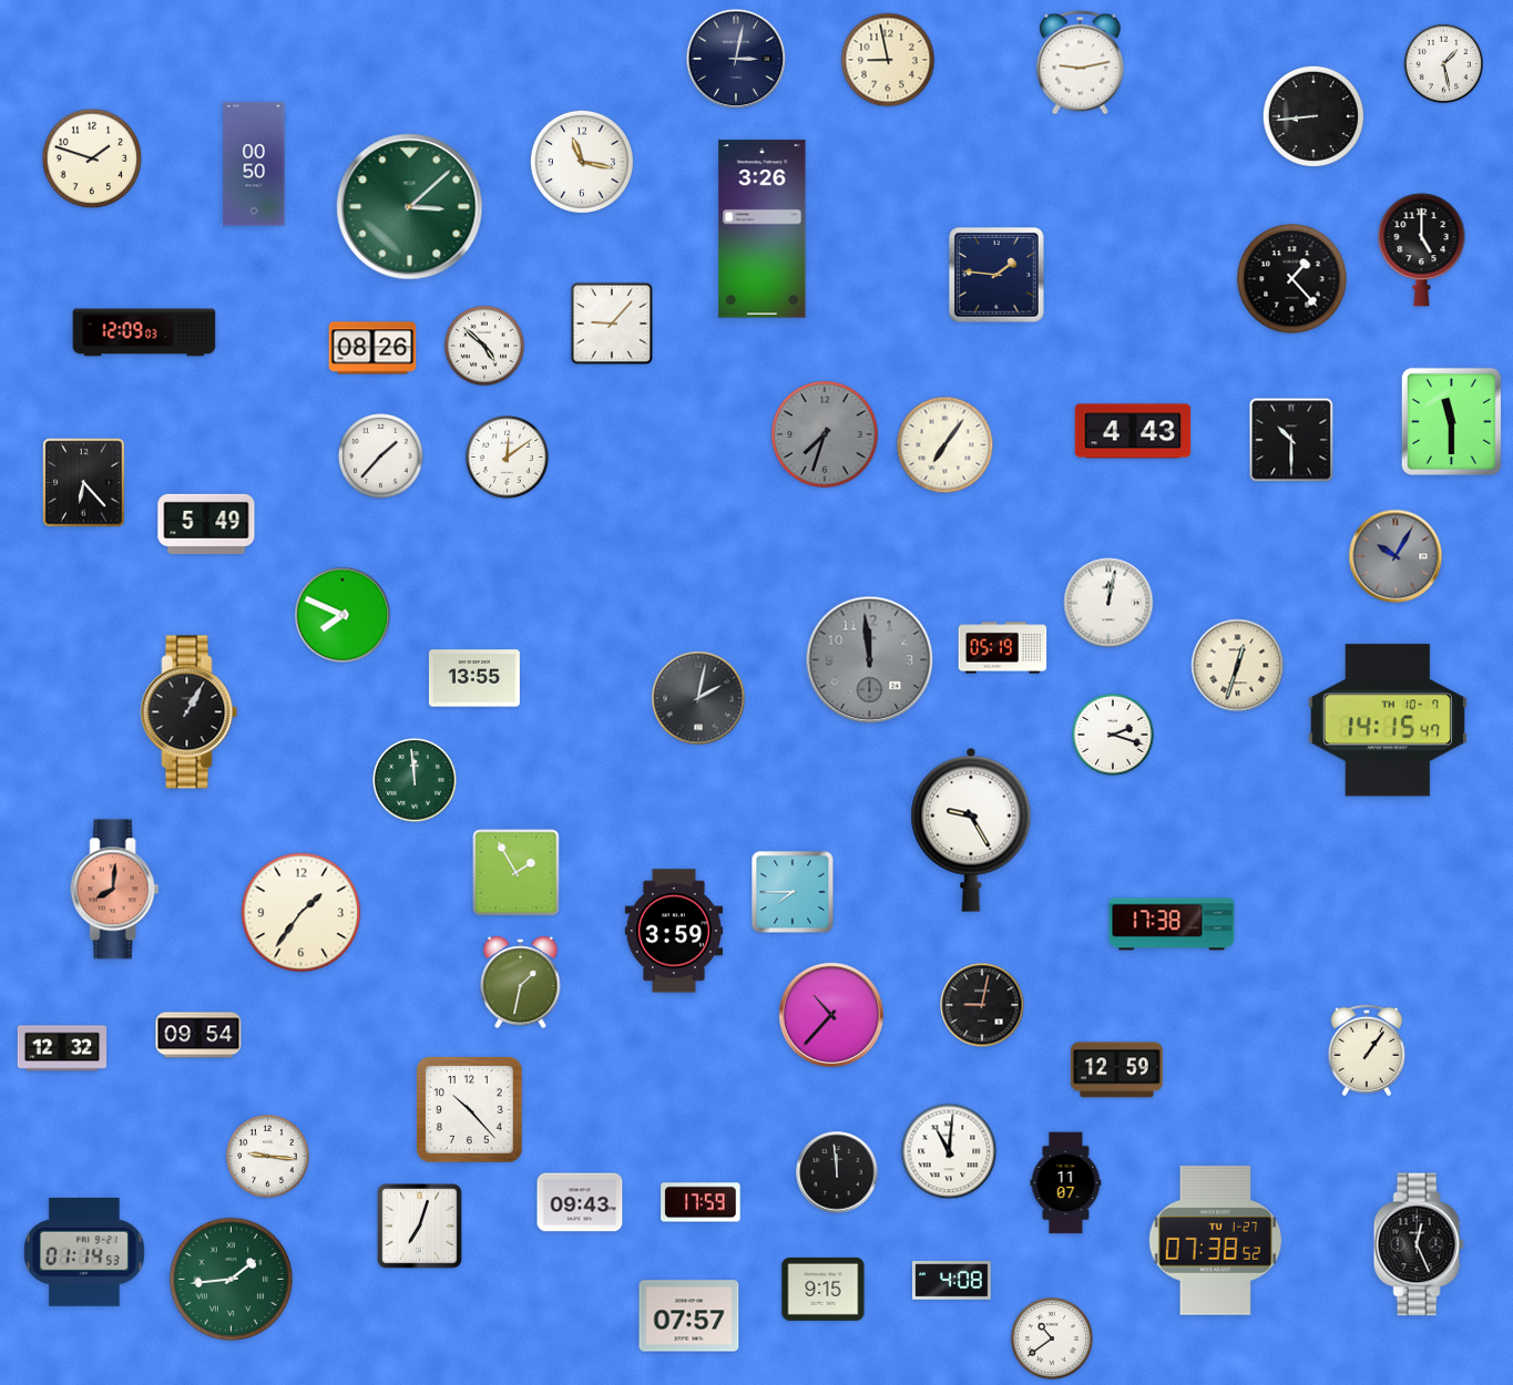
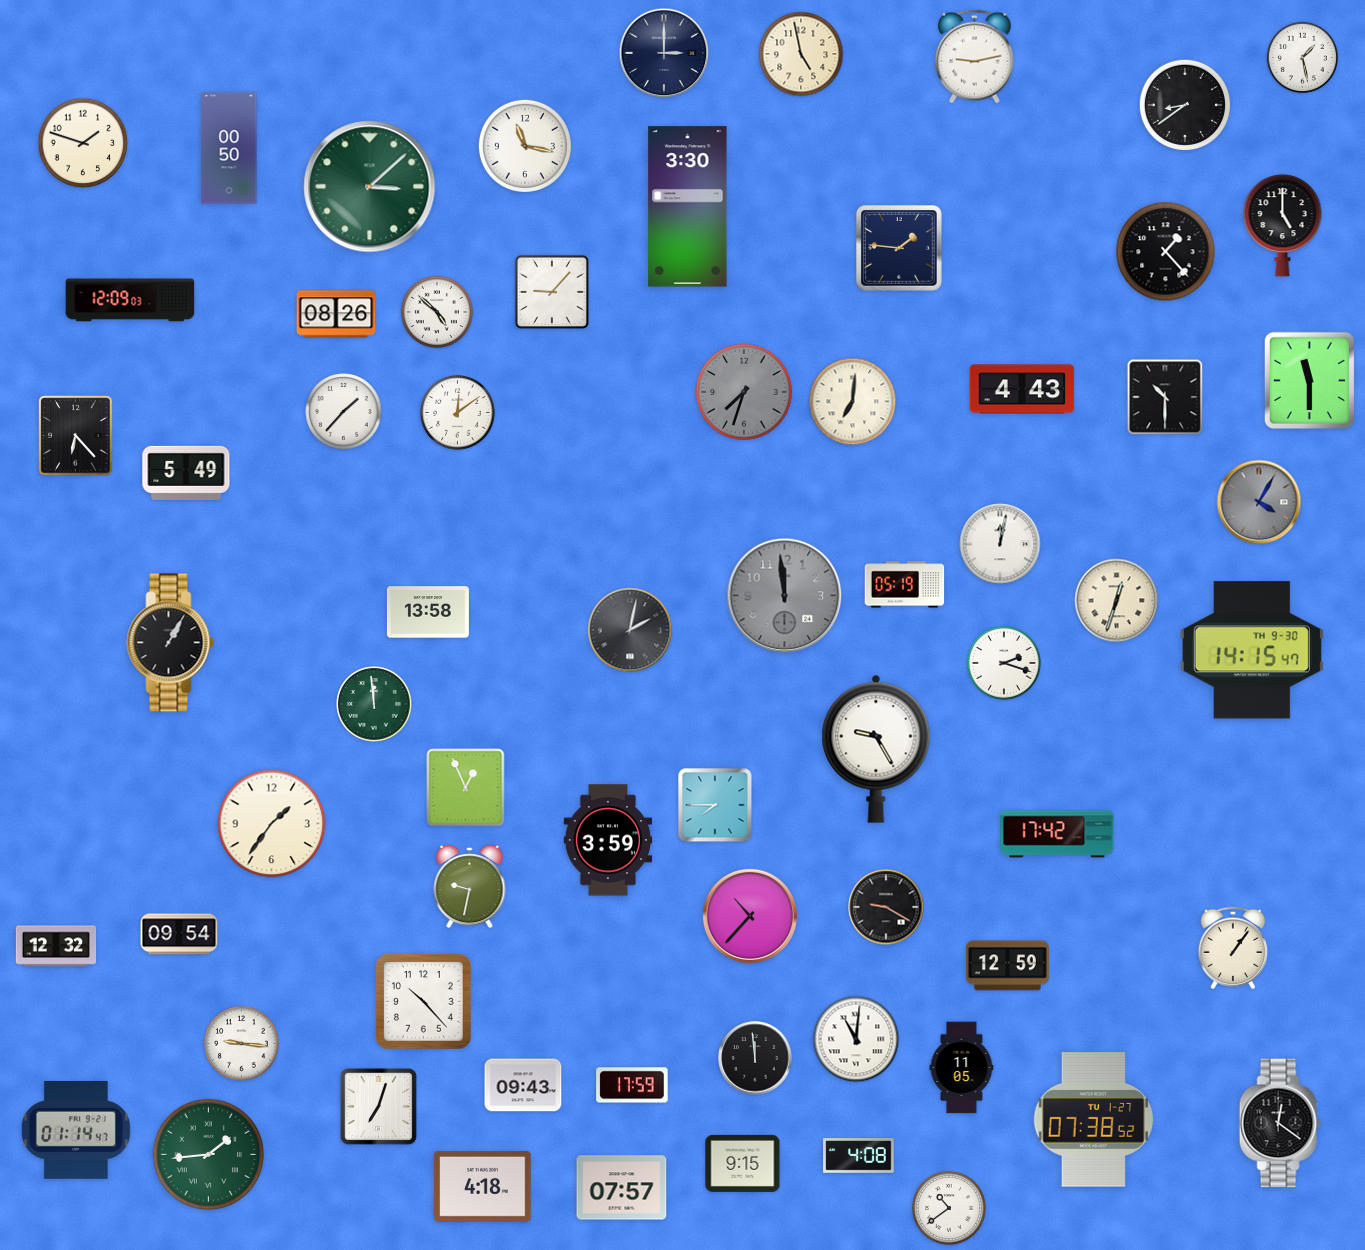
clock at (736, 59): 3:02 -> 3:00
clock at (888, 60): 8:58 -> 4:58
clock at (1313, 116): 8:44 -> 8:39
clock at (763, 229): 3:26 -> 3:30
clock at (945, 445): 7:06 -> 7:01
clock at (1396, 556): 10:05 -> 4:05
clock at (343, 615): 7:49 -> none
clock at (474, 678): 13:55 -> 13:58
clock at (1388, 720) date: TH 10-7 -> TH 9-30
clock at (517, 873): 1:55 -> 12:56
clock at (115, 890): 8:01 -> none
clock at (1172, 924): 17:38 -> 17:42
clock at (521, 983): 1:32 -> 9:32
clock at (982, 1005): 9:02 -> 9:20
clock at (1066, 1183): 11:07 -> 11:05
clock at (1216, 1241) position: (1216, 1241) -> (1094, 1120)
clock at (1419, 1244): 12:26 -> 12:21
clock at (84, 1252): 01:14:53 -> 01:14:47
clock at (483, 1186): none -> 4:18
